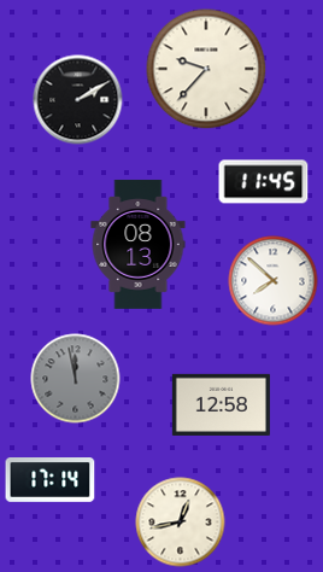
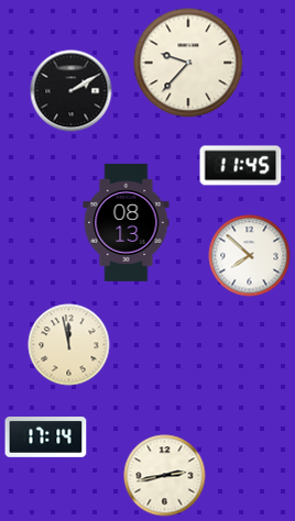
clock at (76, 379) dial: grey -> cream
clock at (221, 404): 12:58 -> none
clock at (181, 523): 12:43 -> 2:43
